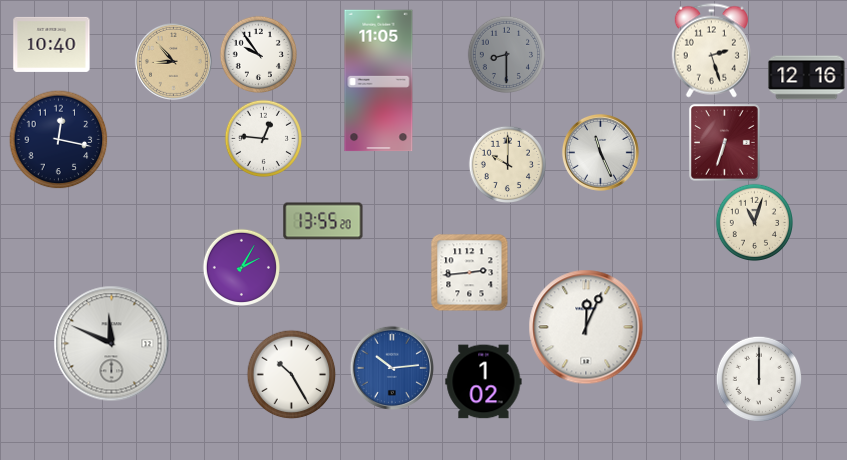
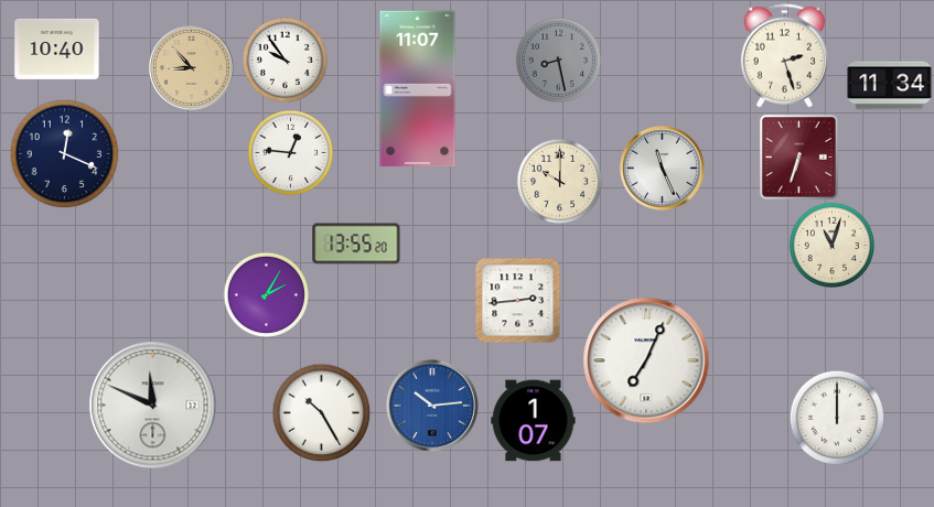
clock at (506, 54): 8:30 -> 8:28
clock at (807, 78): 12:16 -> 11:34
clock at (379, 81): 11:05 -> 11:07
clock at (59, 140): 12:17 -> 12:19
clock at (586, 327): 12:04 -> 7:04
clock at (112, 344) position: (112, 344) -> (153, 406)
clock at (484, 382): 1:02 -> 1:07
